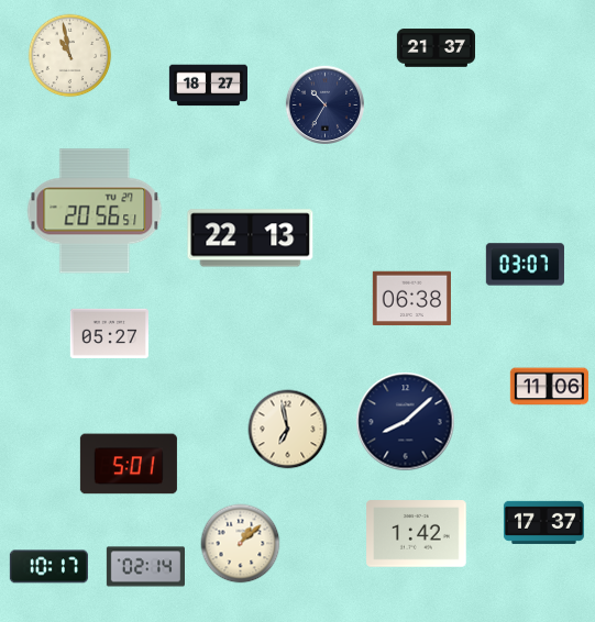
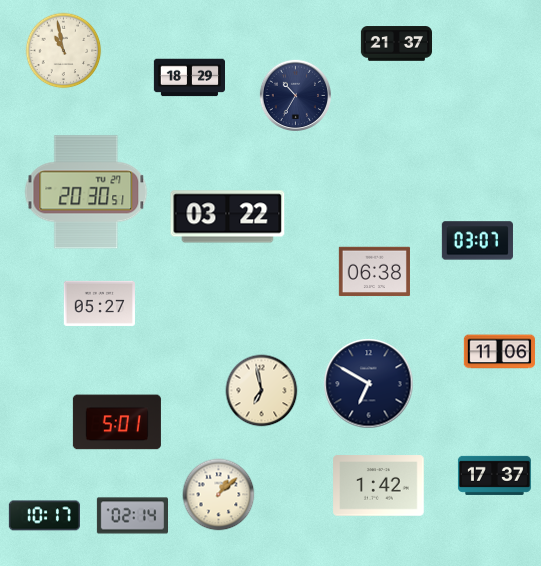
clock at (208, 86): 18:27 -> 18:29
clock at (95, 211): 20:56 -> 20:30
clock at (251, 238): 22:13 -> 03:22
clock at (406, 422): 8:08 -> 6:50
